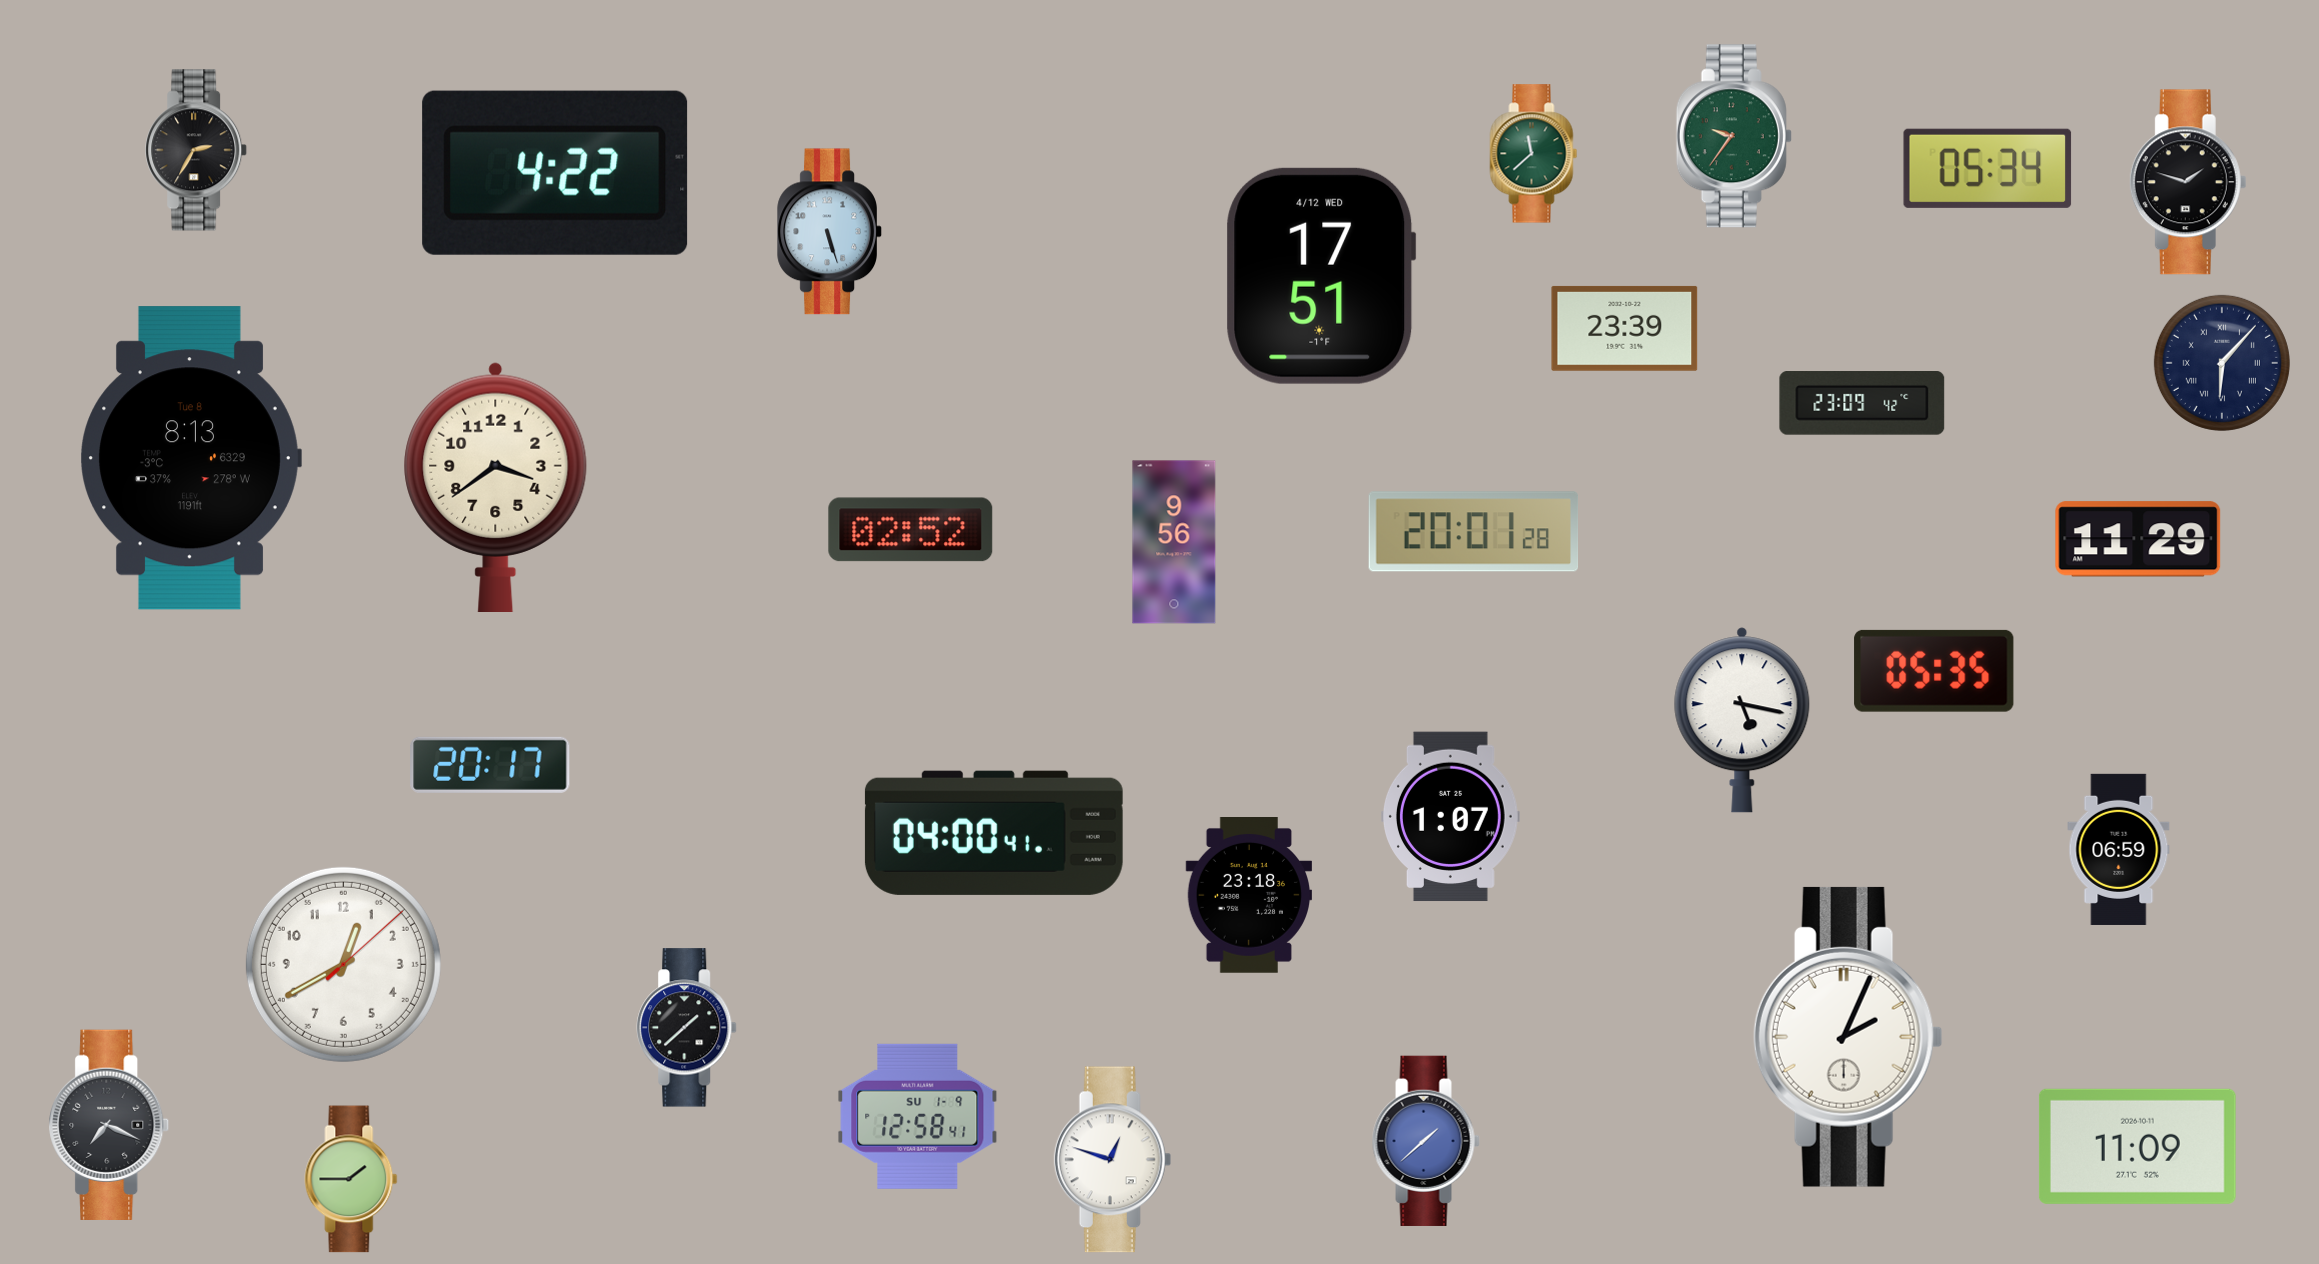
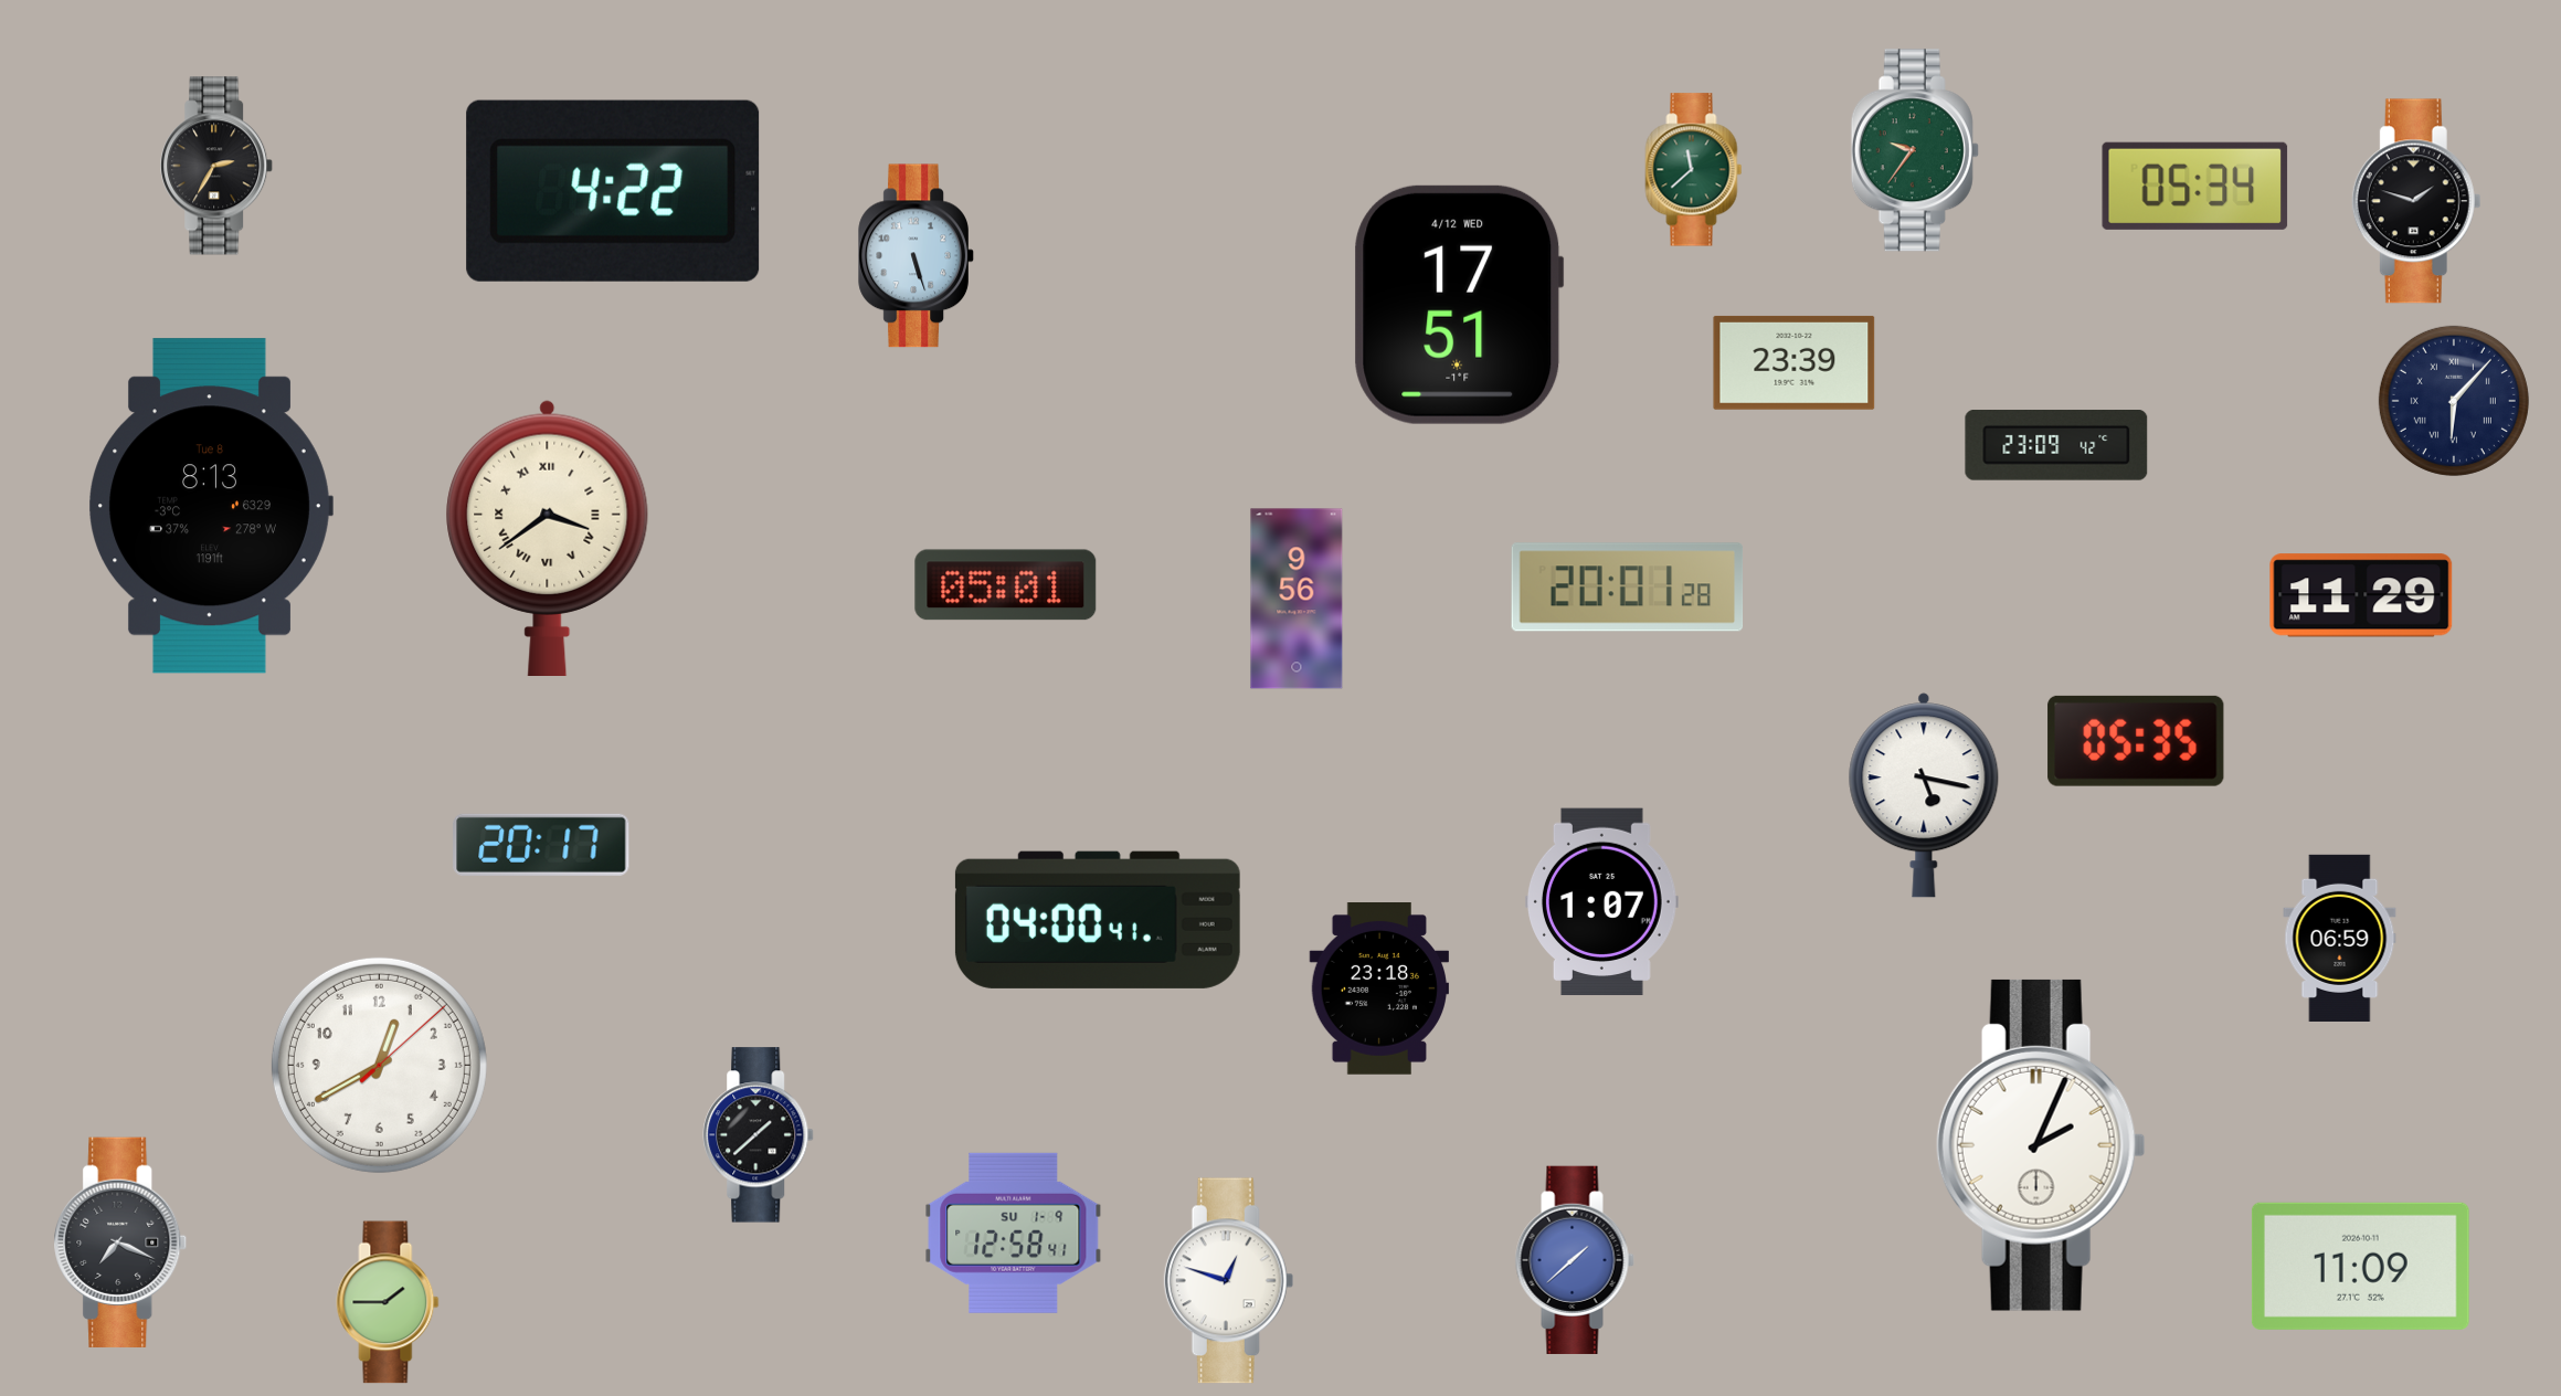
clock at (496, 486) numerals: Arabic -> Roman
clock at (911, 530): 02:52 -> 05:01
